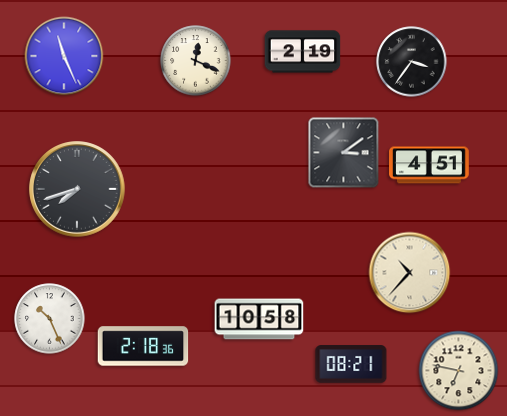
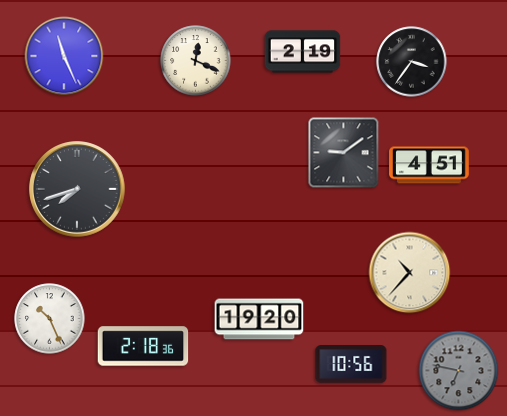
clock at (344, 153): 3:09 -> 9:09
clock at (259, 319): 10:58 -> 19:20
clock at (351, 364): 08:21 -> 10:56
clock at (459, 371) dial: cream -> grey
